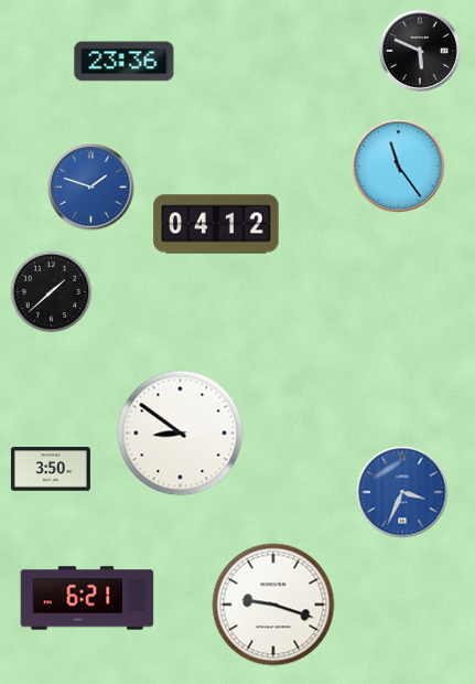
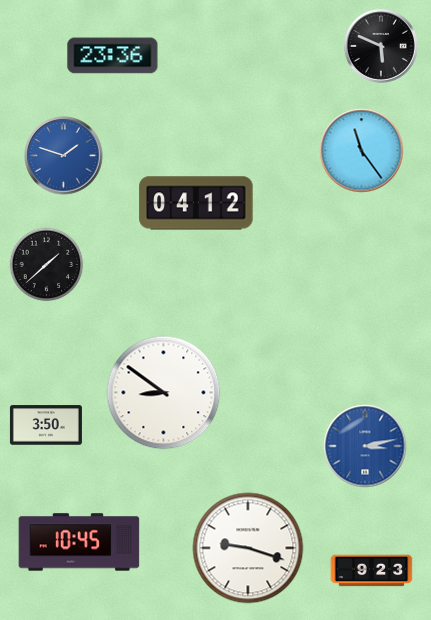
clock at (91, 188) position: (91, 188) -> (64, 156)
clock at (402, 492): 3:34 -> 3:13
clock at (87, 598): 6:21 -> 10:45
clock at (372, 571): none -> 9:23
